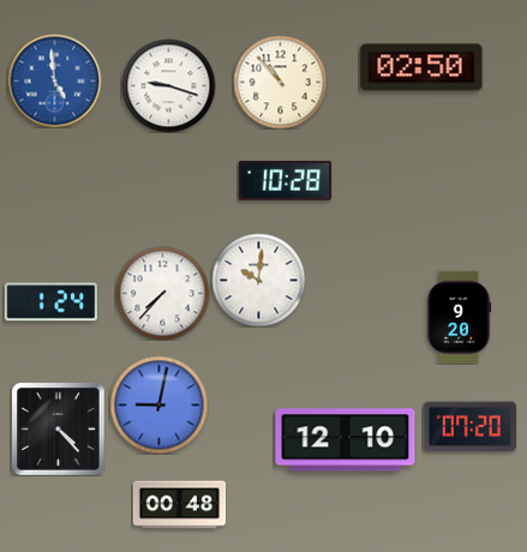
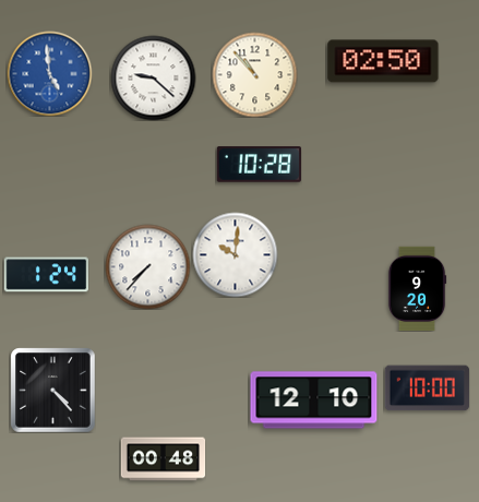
clock at (168, 85): 9:18 -> 9:22
clock at (158, 404): 9:02 -> none
clock at (469, 427): 07:20 -> 10:00
